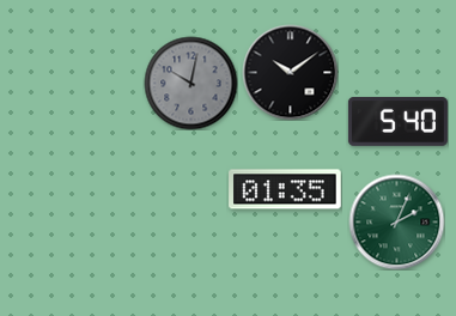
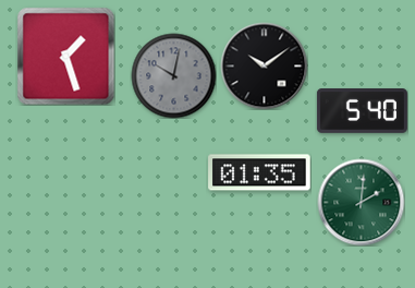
clock at (65, 56): none -> 1:27
clock at (396, 221): 2:04 -> 2:01
